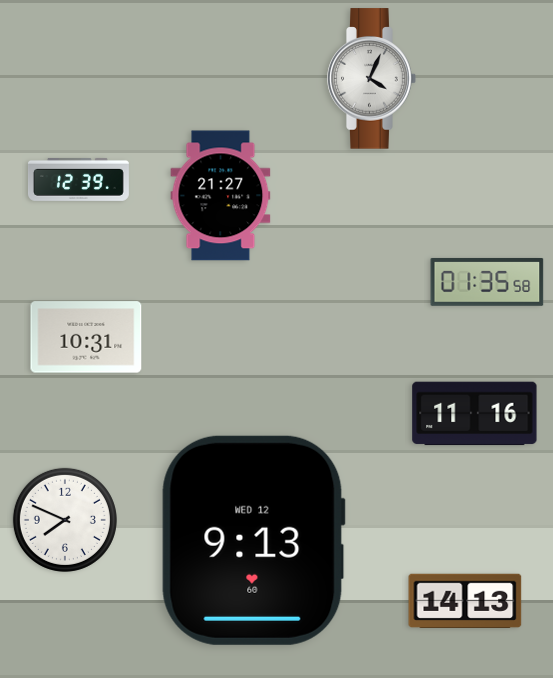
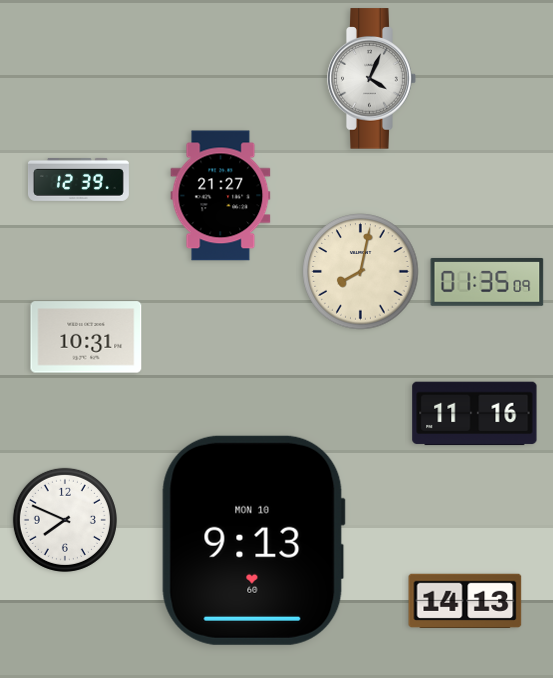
clock at (361, 272): none -> 8:02
clock at (487, 282): 01:35:58 -> 01:35:09
clock at (253, 540) date: WED 12 -> MON 10
